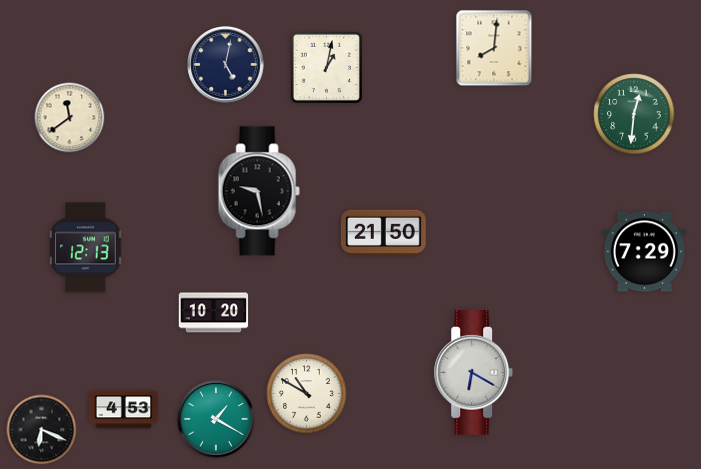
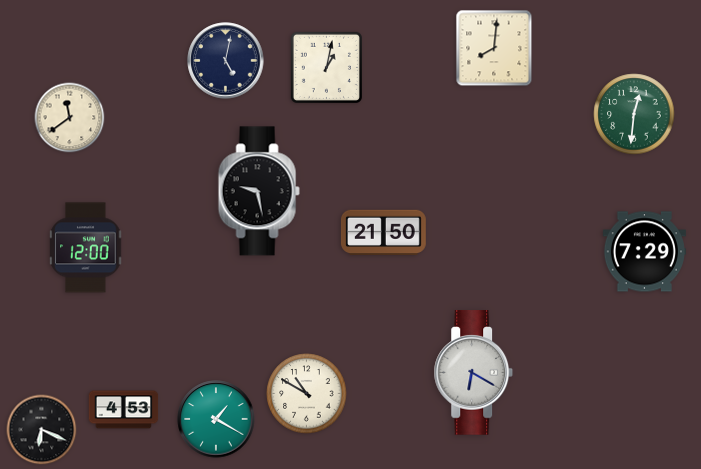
clock at (226, 65) position: (226, 65) -> (226, 61)
clock at (86, 248): 12:13 -> 12:00
clock at (214, 313): 10:20 -> none
